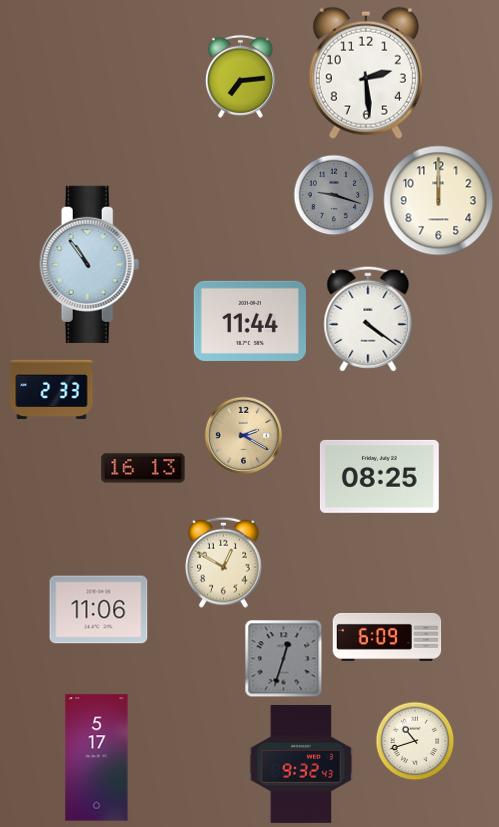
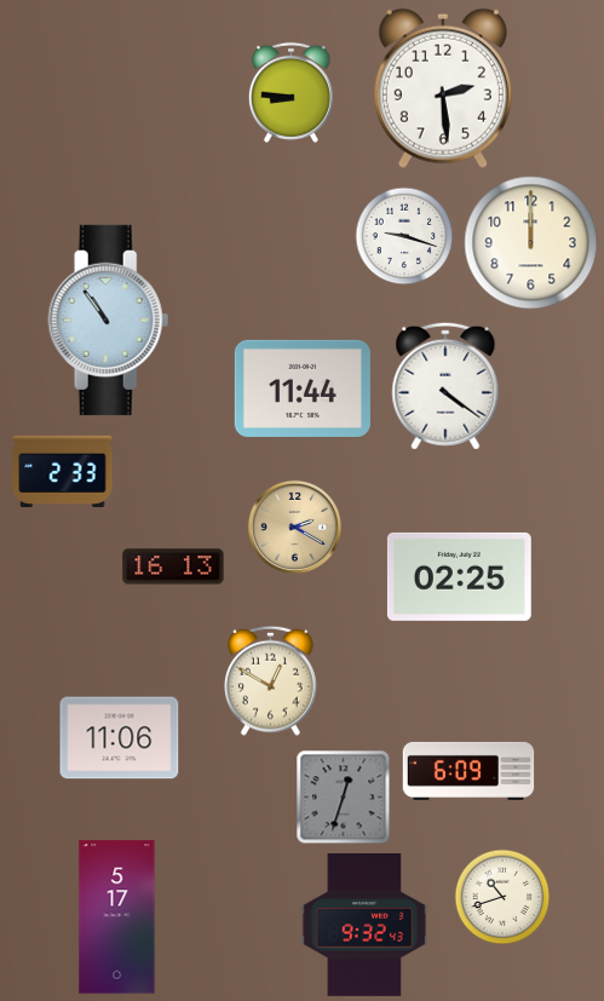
clock at (240, 76): 7:14 -> 8:46
clock at (334, 195) dial: grey -> white
clock at (379, 476): 08:25 -> 02:25
